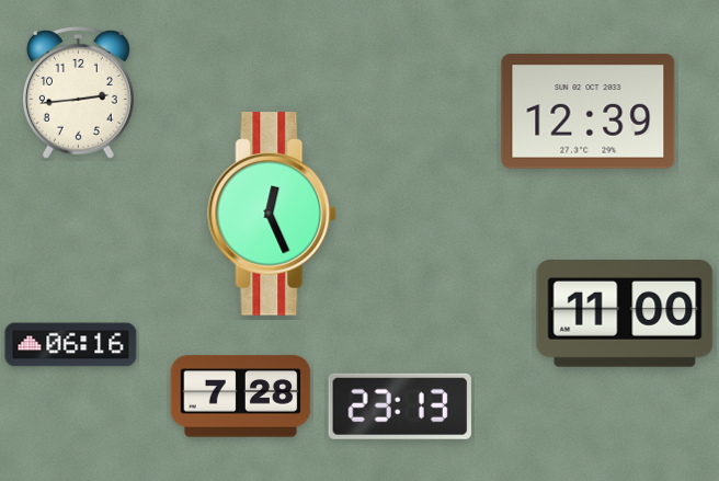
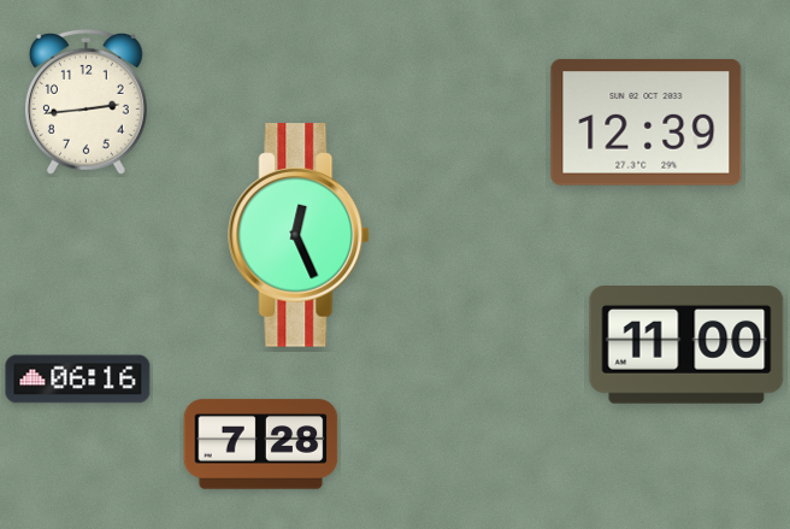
clock at (241, 397) position: (241, 397) -> (261, 445)
clock at (400, 406): 23:13 -> none
